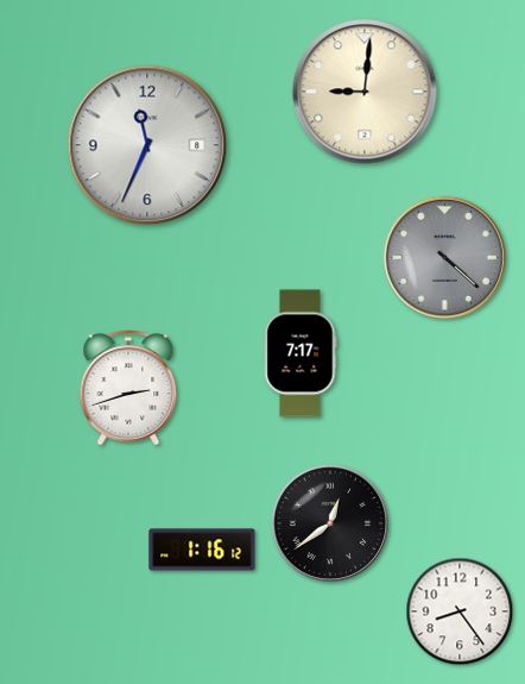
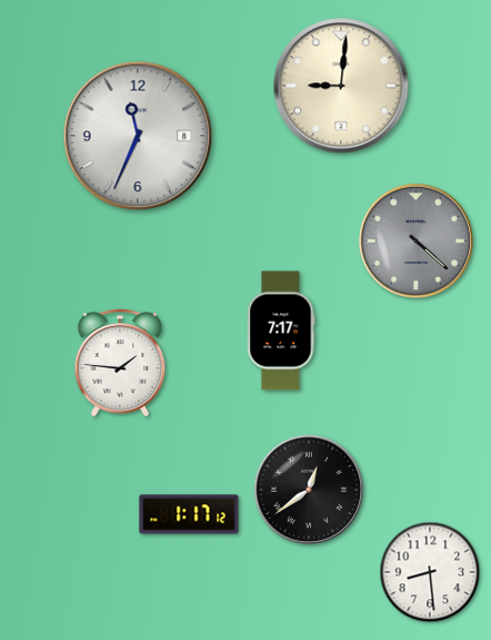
clock at (128, 388): 2:42 -> 1:46
clock at (202, 550): 1:16 -> 1:17
clock at (460, 611): 8:24 -> 8:29
